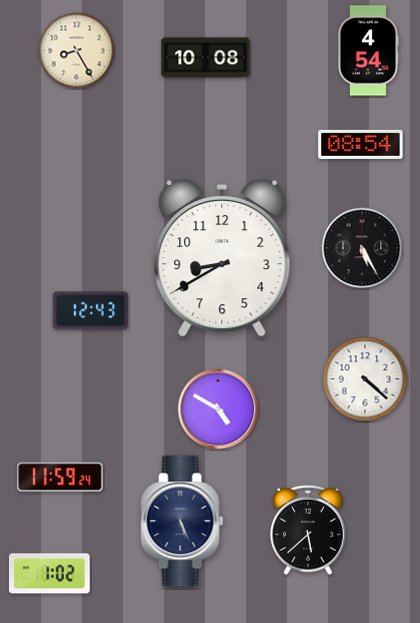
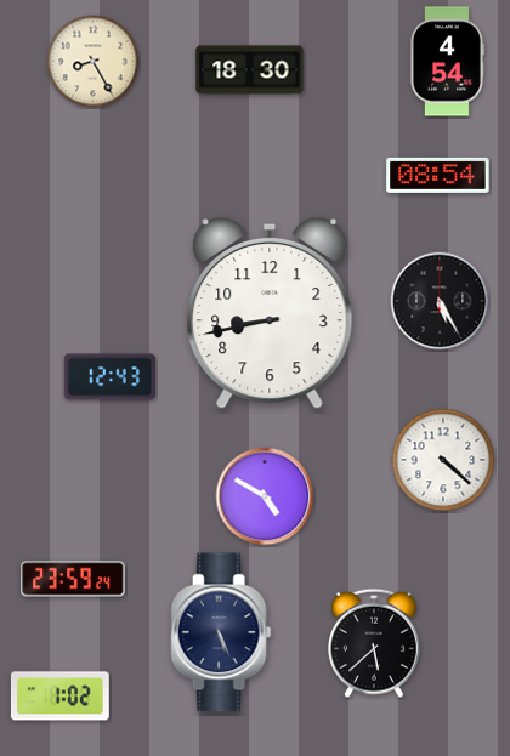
clock at (206, 58): 10:08 -> 18:30
clock at (222, 258): 8:40 -> 8:43
clock at (60, 477): 11:59 -> 23:59
